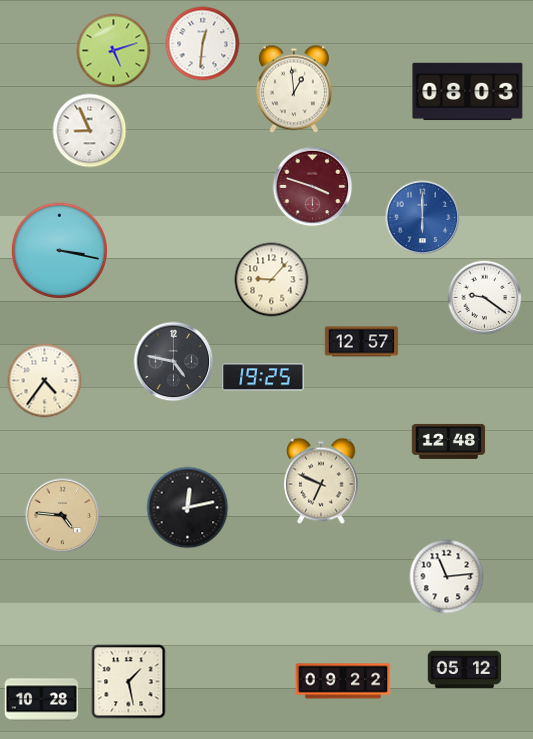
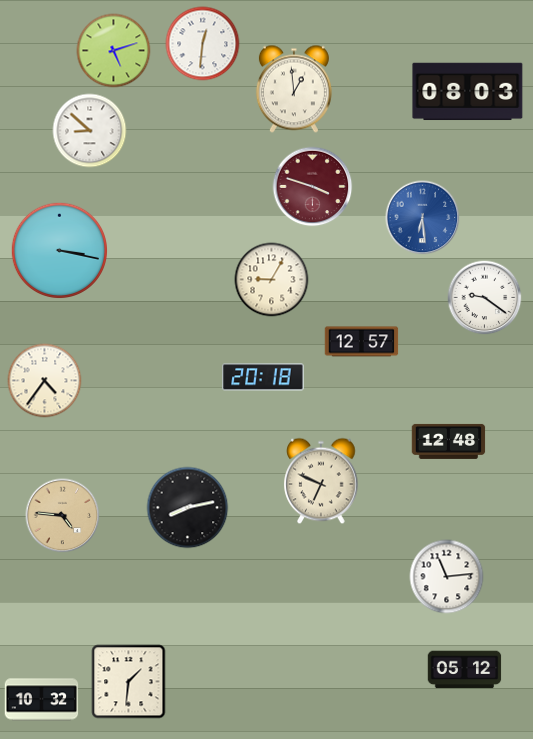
clock at (90, 131): 8:56 -> 8:52
clock at (423, 218): 6:00 -> 6:29
clock at (272, 280): 9:07 -> 9:05
clock at (174, 362): 4:47 -> none
clock at (263, 377): 19:25 -> 20:18
clock at (188, 508): 12:13 -> 8:13
clock at (343, 681): 09:22 -> none
clock at (129, 682): 1:28 -> 1:31
clock at (42, 700): 10:28 -> 10:32
